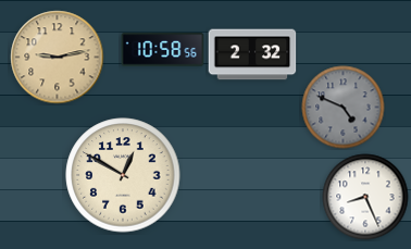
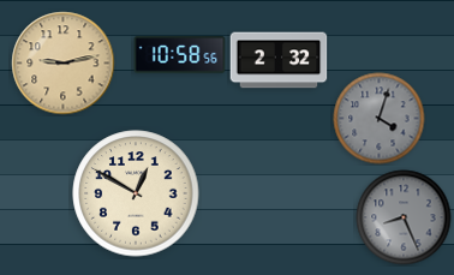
clock at (344, 108): 4:49 -> 4:03
clock at (365, 197) dial: white -> grey
